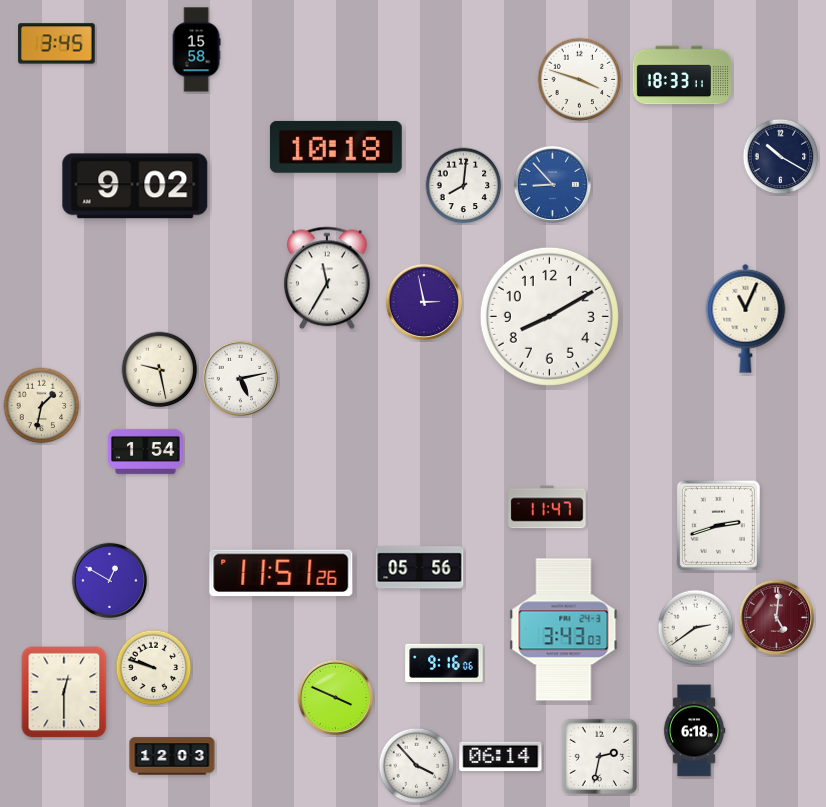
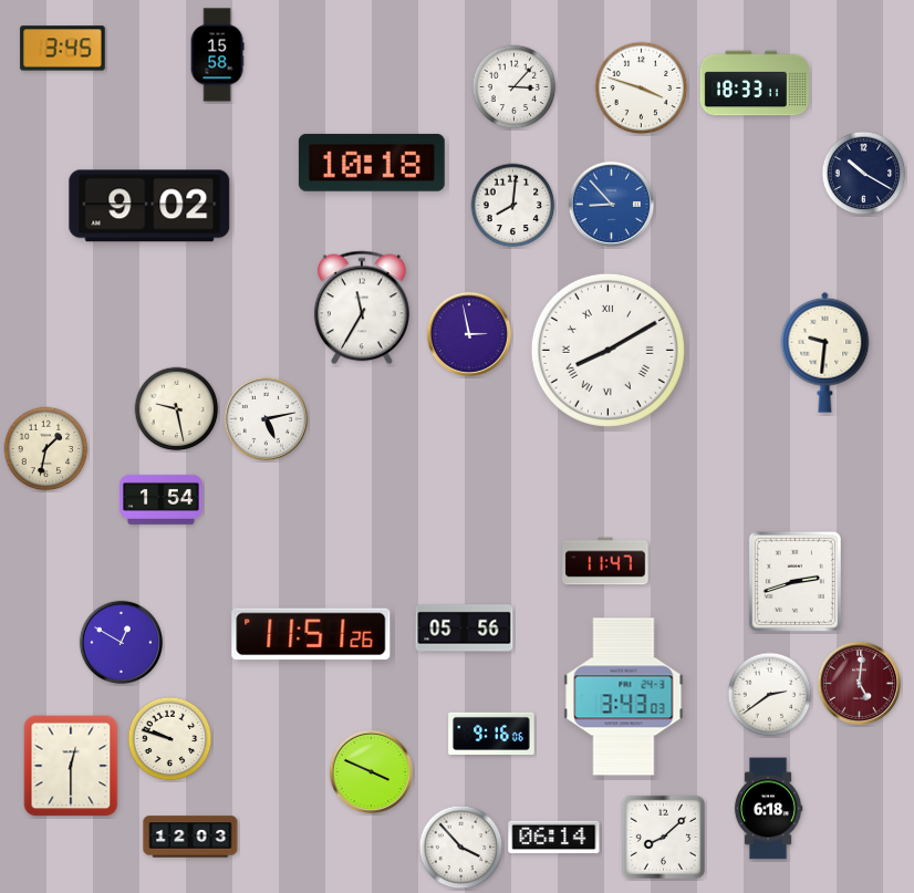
clock at (515, 87): none -> 3:07
clock at (549, 316) numerals: Arabic -> Roman
clock at (746, 318): 11:04 -> 9:31
clock at (599, 756): 2:32 -> 8:08
